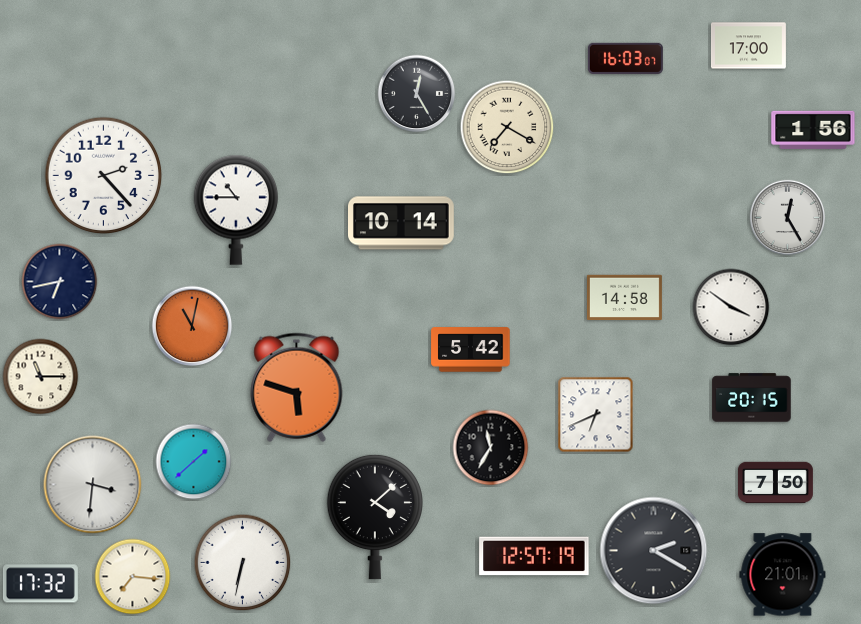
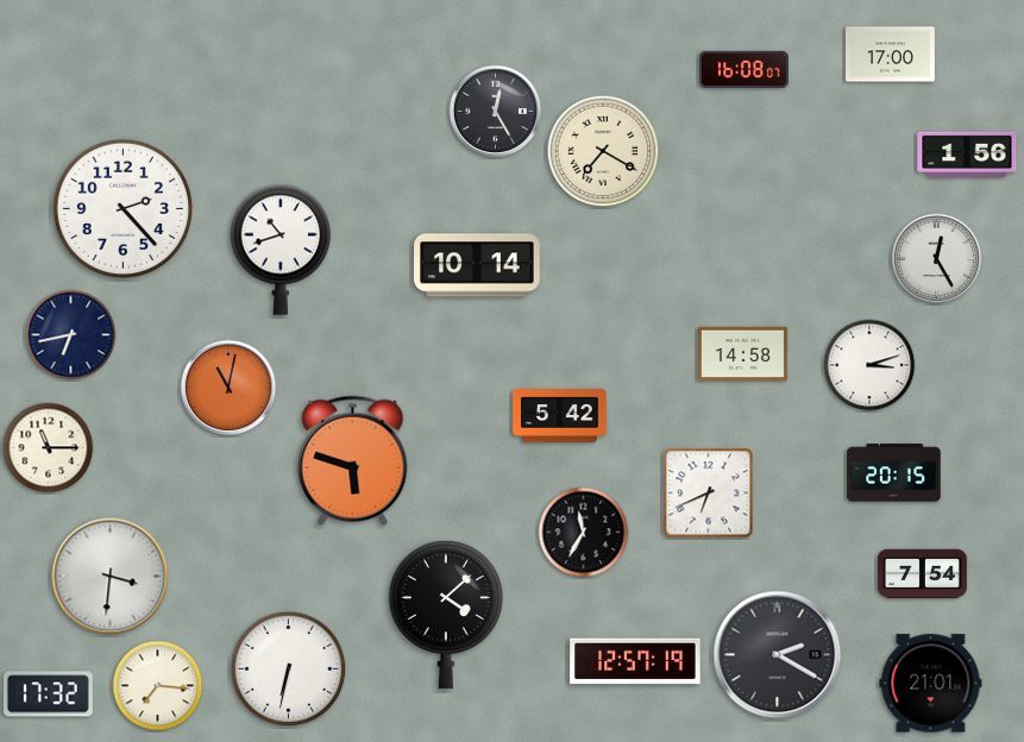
clock at (625, 58): 16:03 -> 16:08
clock at (236, 210): 10:45 -> 10:42
clock at (731, 307): 3:51 -> 3:12
clock at (194, 462): 1:38 -> none
clock at (775, 483): 7:50 -> 7:54
